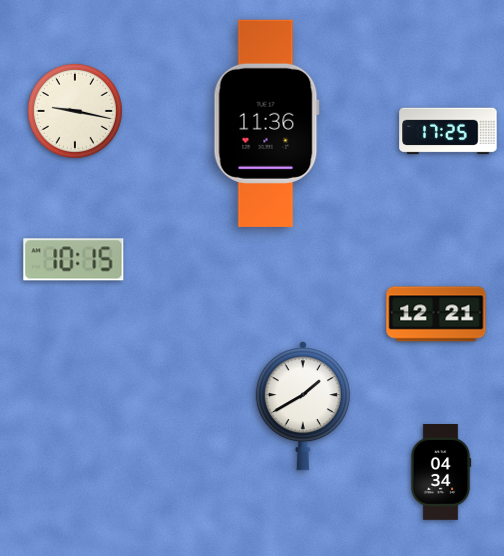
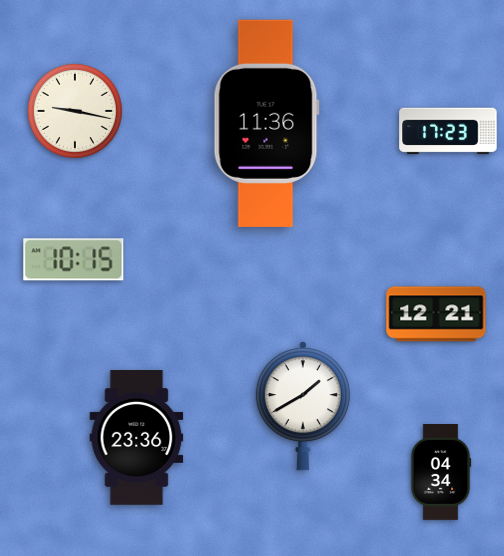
clock at (448, 131): 17:25 -> 17:23
clock at (137, 438): none -> 23:36
